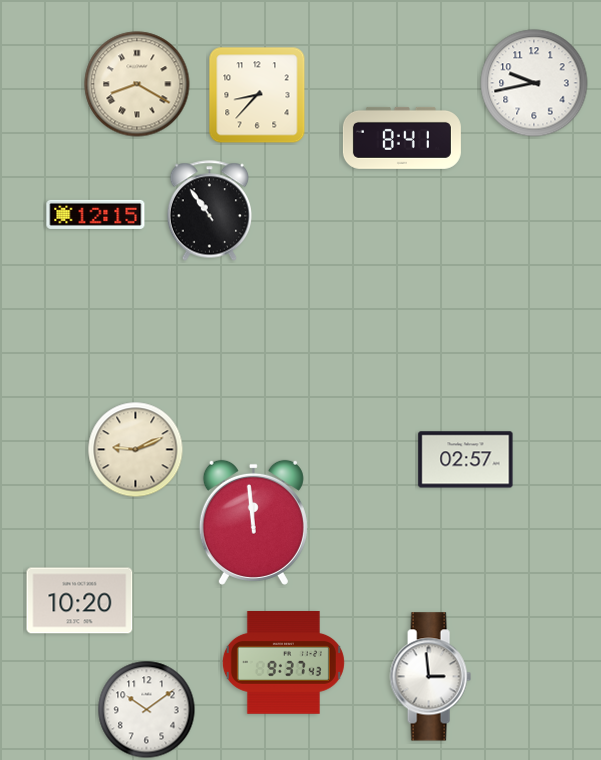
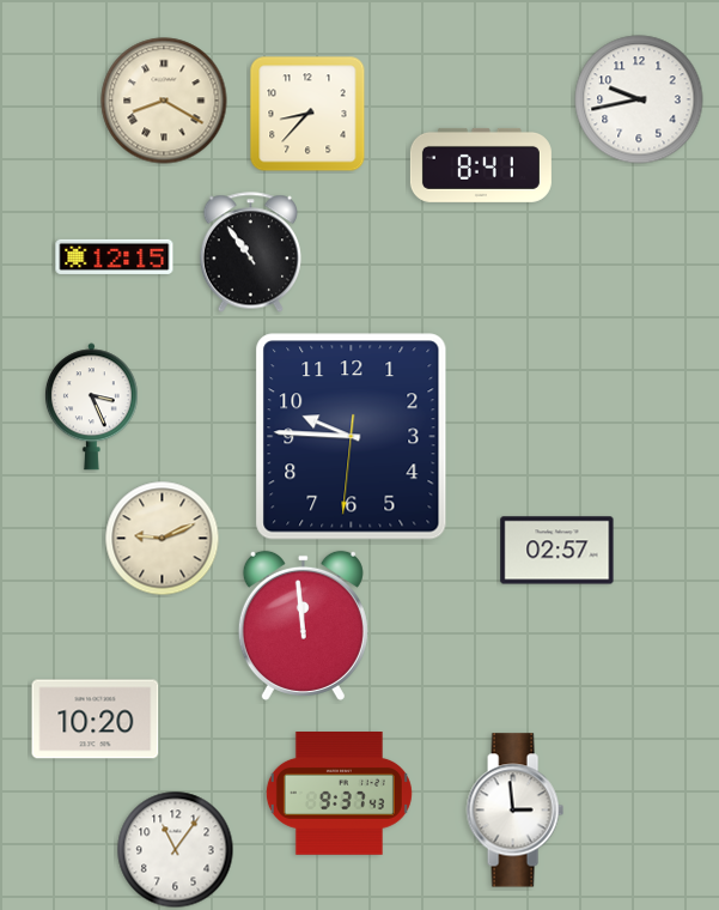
clock at (91, 407): none -> 3:26
clock at (352, 437): none -> 9:45
clock at (147, 710): 10:09 -> 11:06
